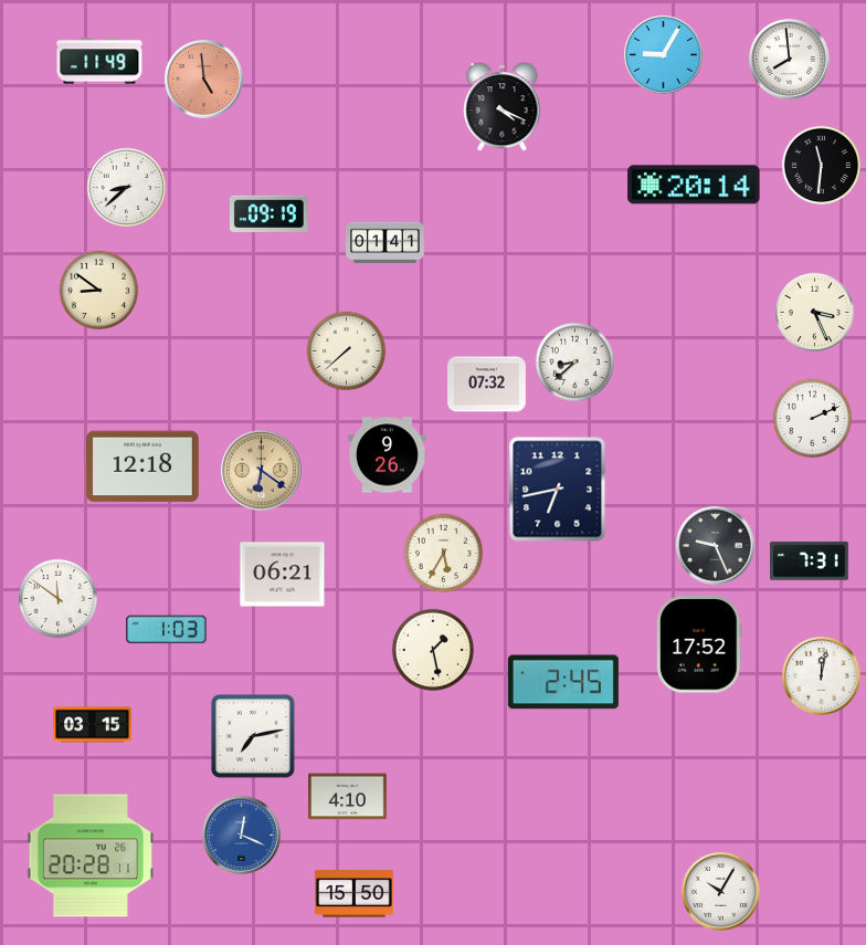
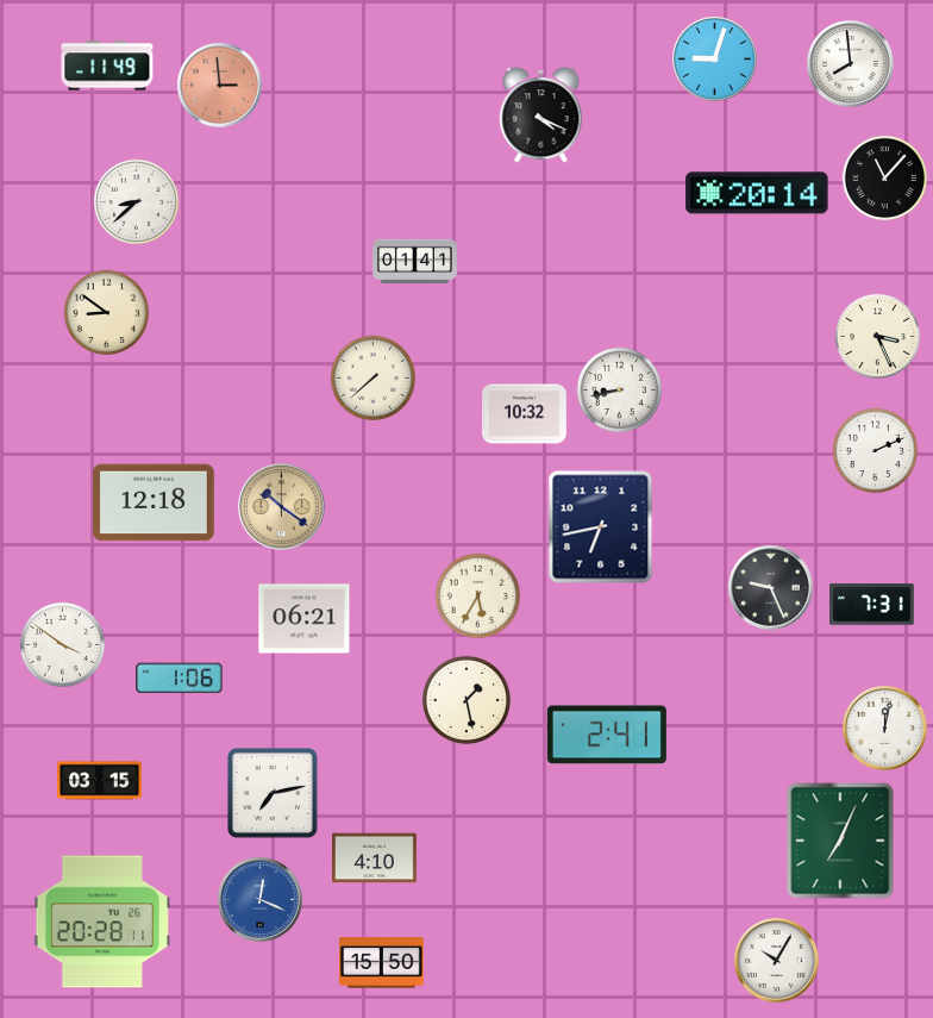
clock at (664, 55): 9:05 -> 9:03
clock at (204, 80): 4:59 -> 2:59
clock at (822, 166): 11:31 -> 11:07
clock at (694, 185) position: (694, 185) -> (757, 193)
clock at (268, 213): 09:19 -> none
clock at (575, 363): 8:38 -> 8:43
clock at (487, 385): 07:32 -> 10:32
clock at (388, 455): 9:26 -> none
clock at (262, 471): 6:21 -> 10:21
clock at (59, 599): 11:51 -> 3:51
clock at (167, 630): 1:03 -> 1:06
clock at (699, 644): 17:52 -> none
clock at (563, 682): 2:45 -> 2:41
clock at (840, 841): none -> 7:04
clock at (89, 855) position: (89, 855) -> (101, 922)
